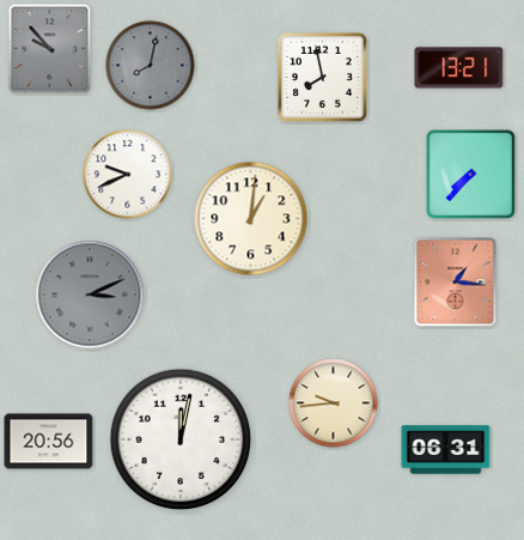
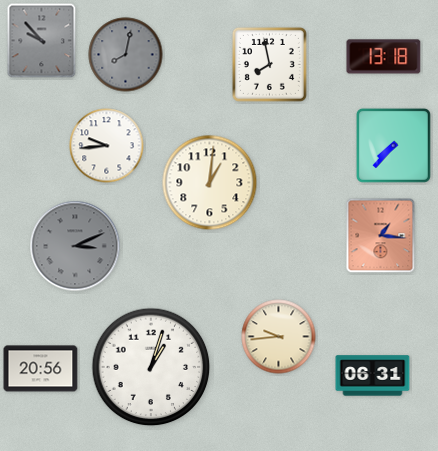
clock at (459, 68): 13:21 -> 13:18
clock at (128, 175): 9:41 -> 9:44
clock at (181, 439): 12:02 -> 1:03
